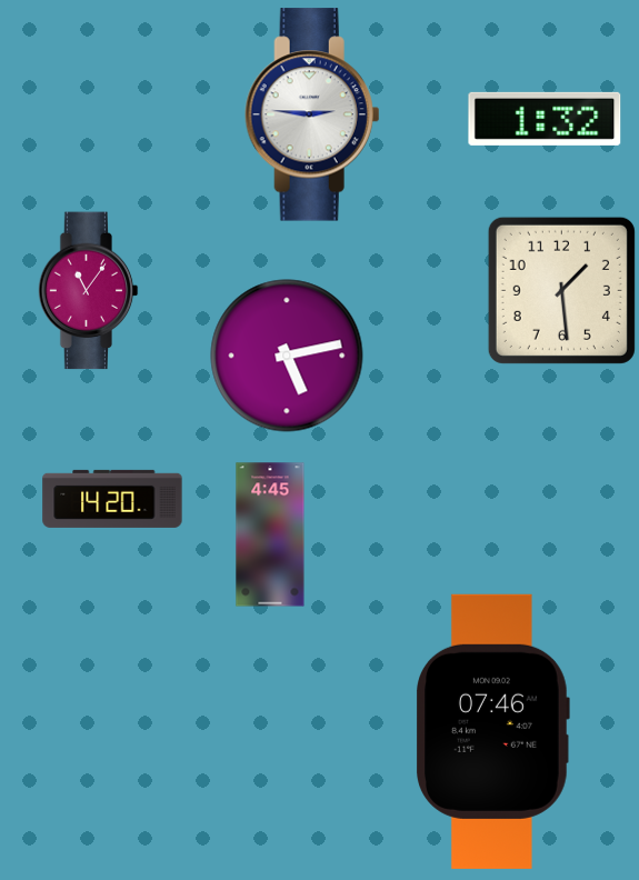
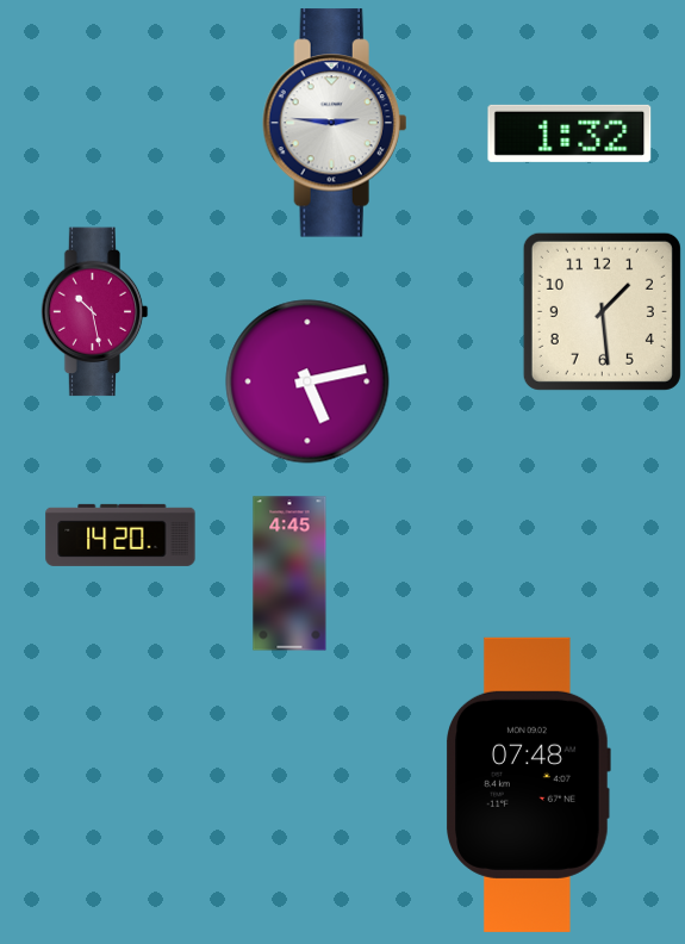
clock at (545, 119) position: (545, 119) -> (569, 133)
clock at (89, 291): 11:06 -> 10:28
clock at (493, 731): 07:46 -> 07:48
